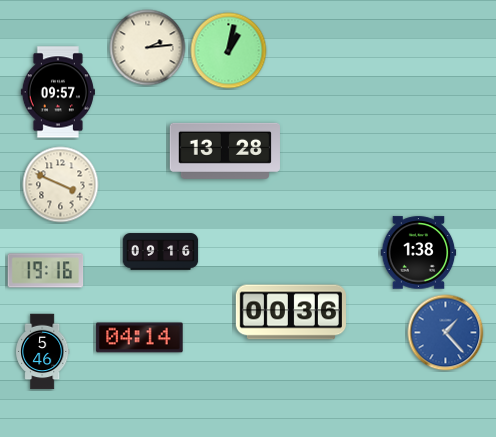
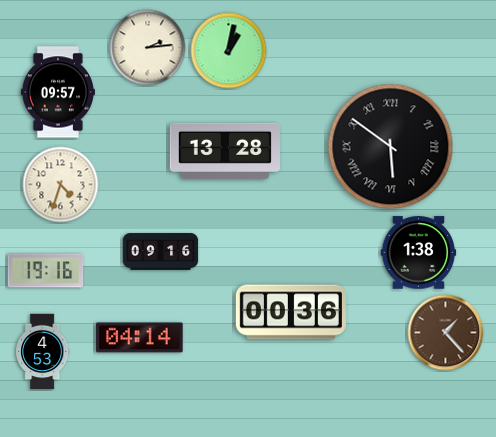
clock at (391, 147): none -> 5:51
clock at (61, 185): 3:49 -> 4:33
clock at (446, 333) dial: blue -> brown
clock at (42, 352): 5:46 -> 4:53
